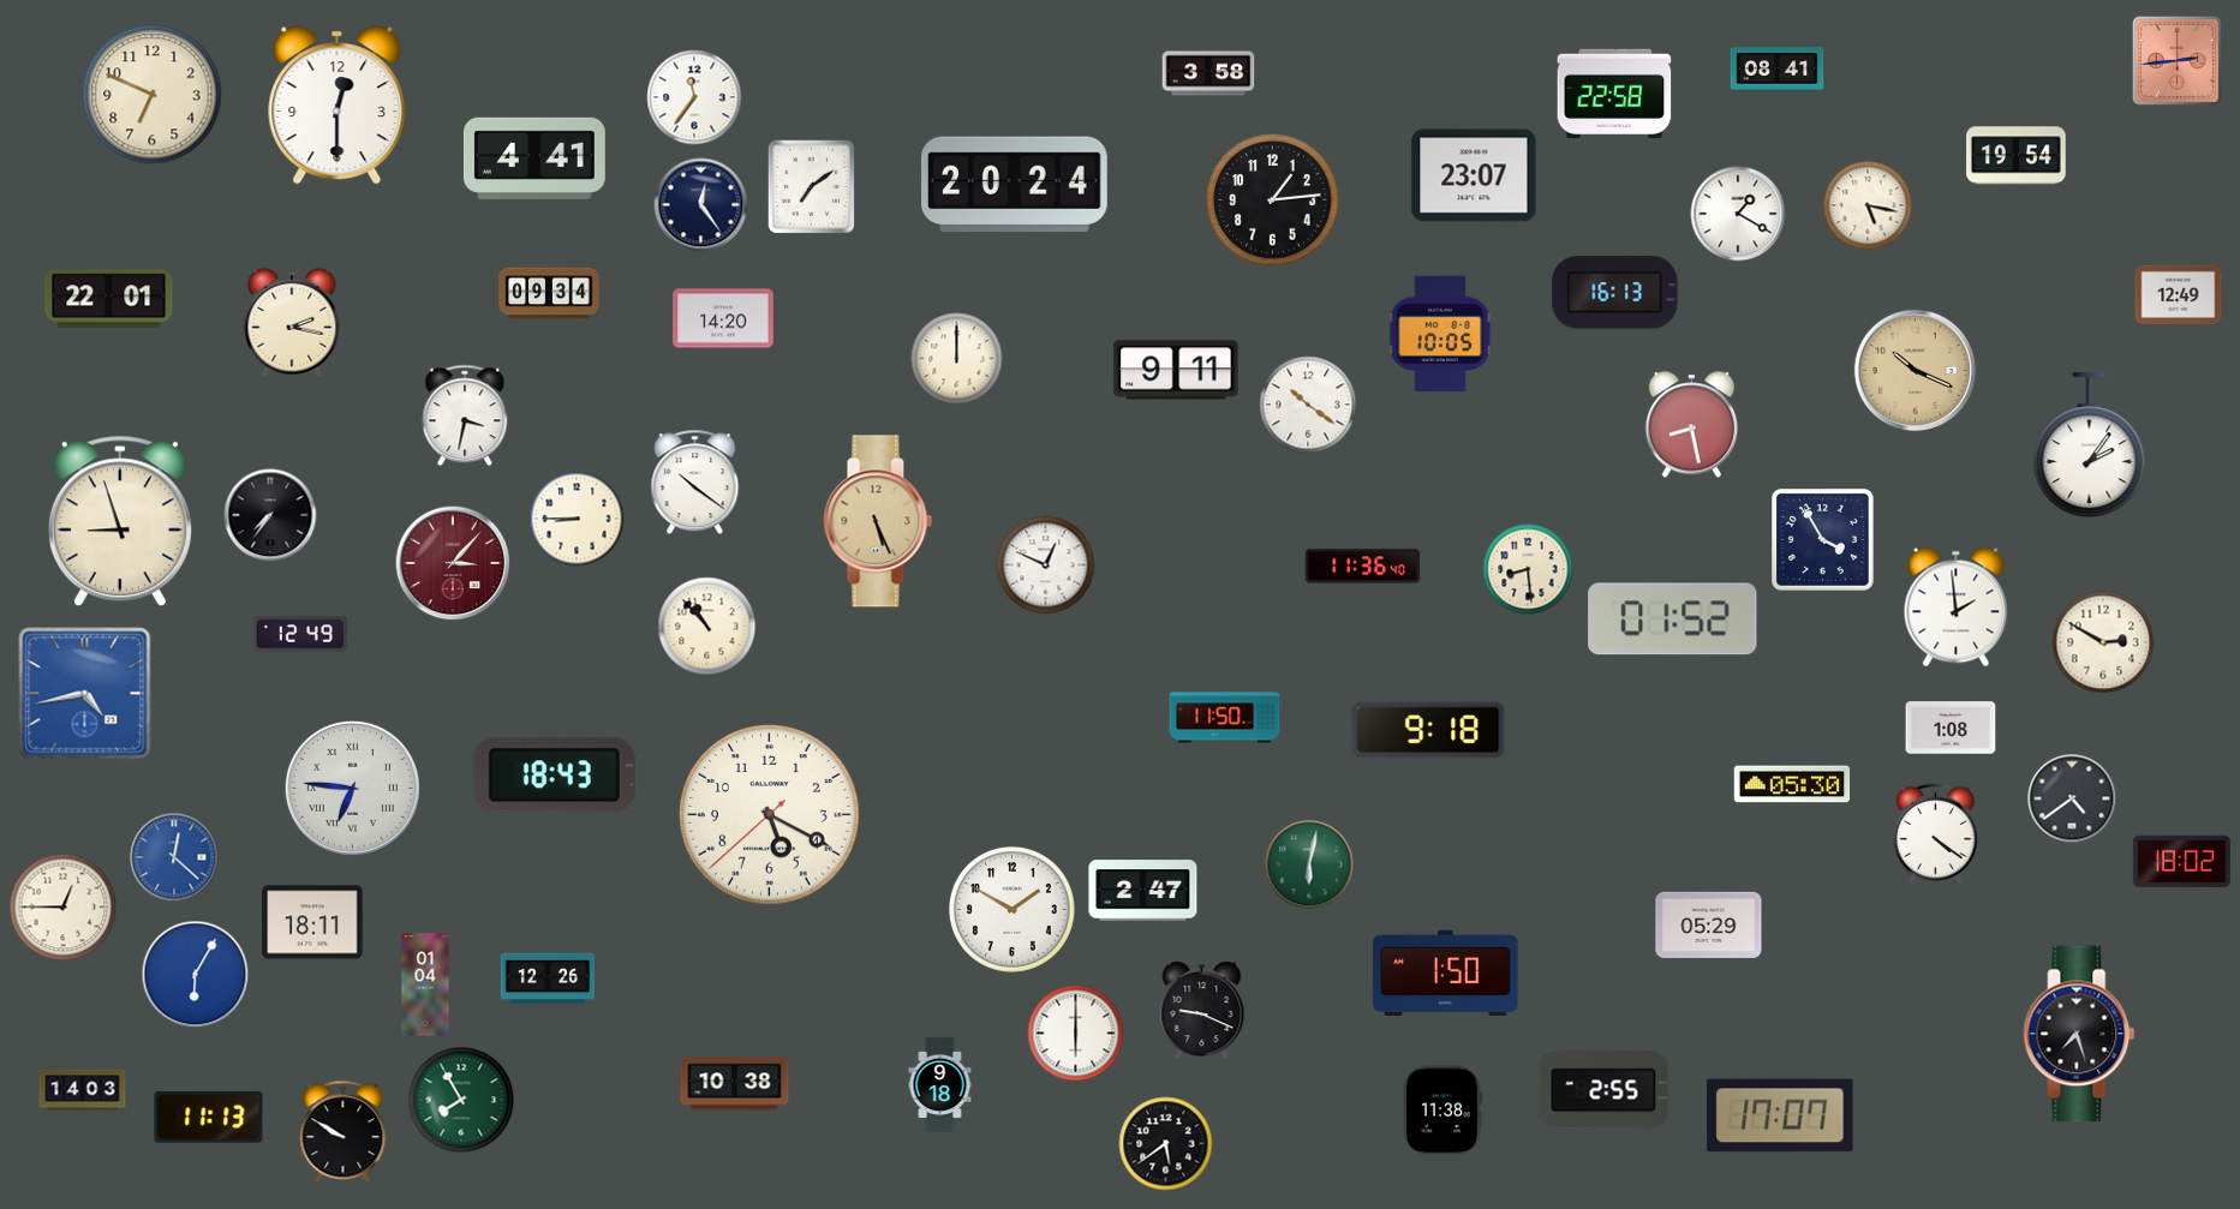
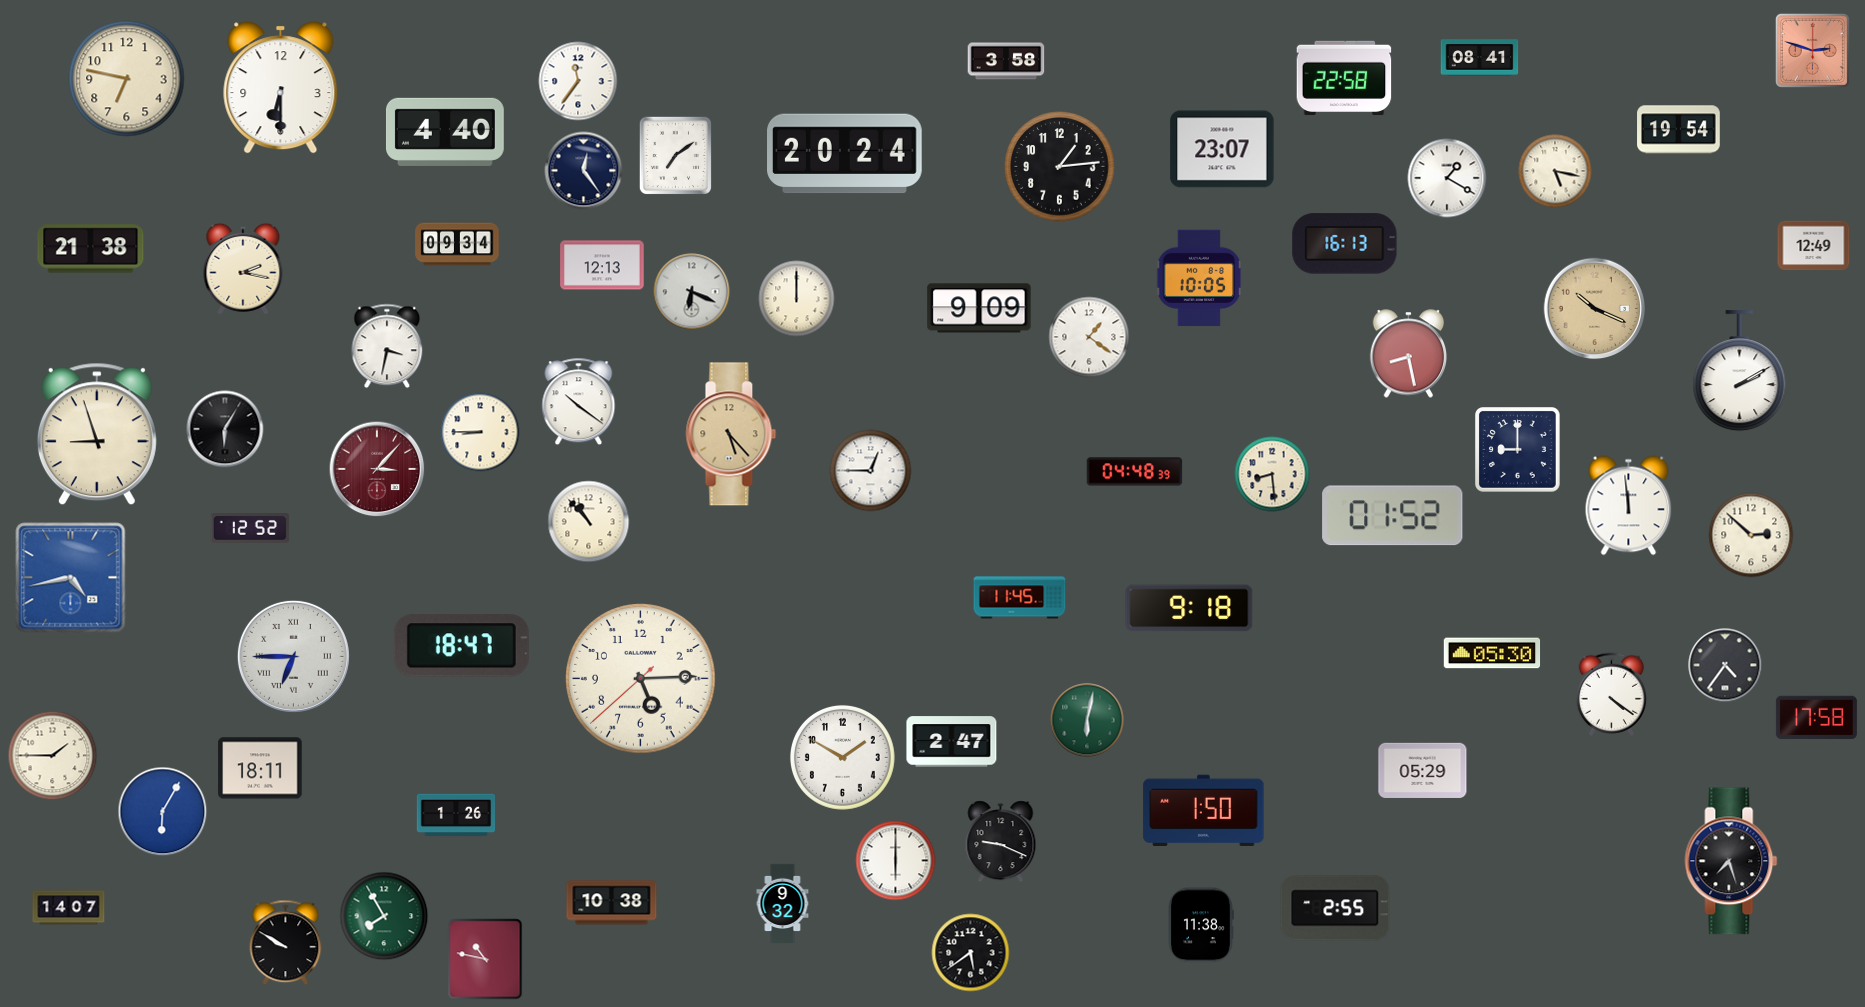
clock at (2176, 60): 2:44 -> 2:48
clock at (153, 95): 6:49 -> 6:47
clock at (338, 106): 12:30 -> 6:30
clock at (534, 158): 4:41 -> 4:40
clock at (1474, 175) position: (1474, 175) -> (1222, 149)
clock at (109, 299): 22:01 -> 21:38
clock at (723, 318): 14:20 -> 12:13
clock at (692, 292): none -> 6:19
clock at (1176, 370): 9:11 -> 9:09
clock at (1308, 405): 10:21 -> 1:21
clock at (2090, 445): 2:06 -> 2:10
clock at (270, 515): 7:36 -> 6:05
clock at (120, 521) position: (120, 521) -> (97, 434)
clock at (878, 521): 5:26 -> 5:23
clock at (1823, 540): 3:55 -> 9:00
clock at (1046, 565): 12:49 -> 12:45
clock at (1363, 567): 11:36 -> 04:48
clock at (1957, 608): 1:59 -> 11:59
clock at (300, 634): 12:49 -> 12:52
clock at (2103, 642): 2:50 -> 2:52
clock at (1225, 718): 11:50 -> 11:45
clock at (1951, 728): 1:08 -> none
clock at (554, 776): 18:43 -> 18:47
clock at (352, 788): 6:46 -> 6:45
clock at (2072, 798): 4:39 -> 4:36
clock at (770, 815): 5:19 -> 5:14
clock at (174, 857): 12:22 -> none
clock at (2181, 862): 18:02 -> 17:58
clock at (1309, 864) position: (1309, 864) -> (1087, 720)
clock at (64, 908): 12:45 -> 1:45
clock at (548, 978): 12:26 -> 1:26
clock at (425, 984): 01:04 -> none
clock at (940, 1085): 9:18 -> 9:32
clock at (83, 1090): 14:03 -> 14:07
clock at (1780, 1115): 17:07 -> none
clock at (209, 1118): 11:13 -> none
clock at (485, 959): none -> 10:47
